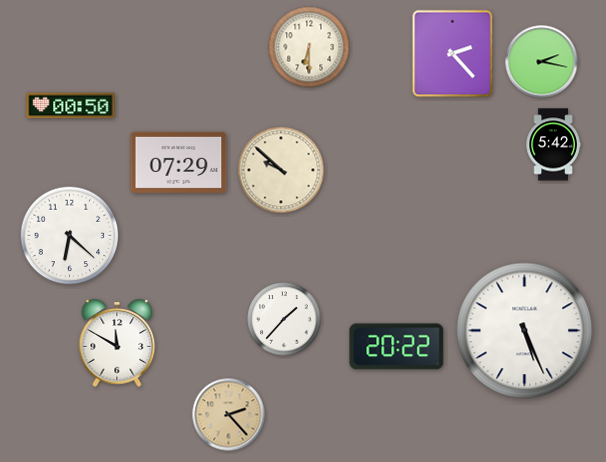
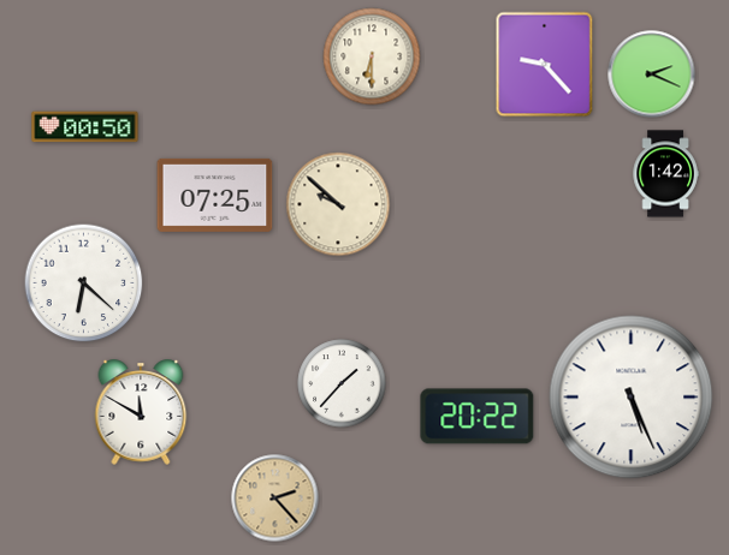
clock at (453, 54): 2:23 -> 9:23
clock at (542, 62): 2:17 -> 2:19
clock at (553, 145): 5:42 -> 1:42
clock at (179, 162): 07:29 -> 07:25
